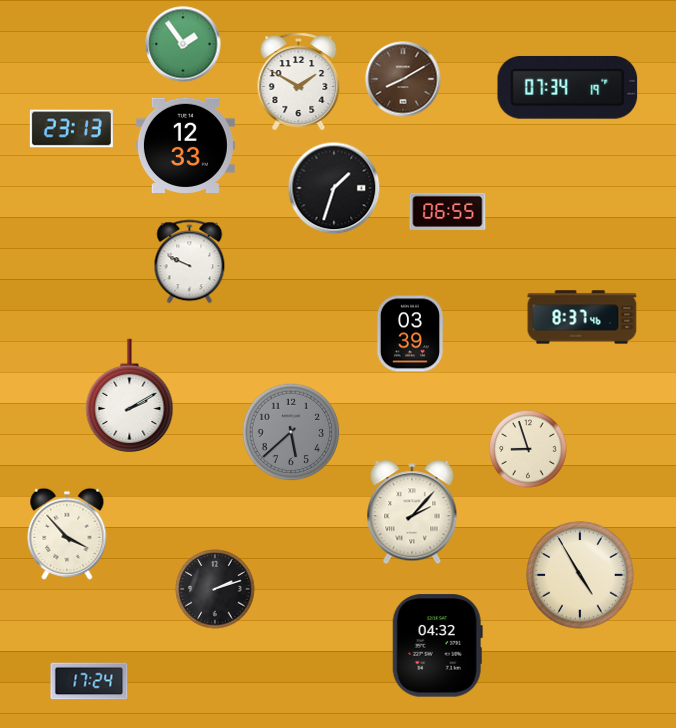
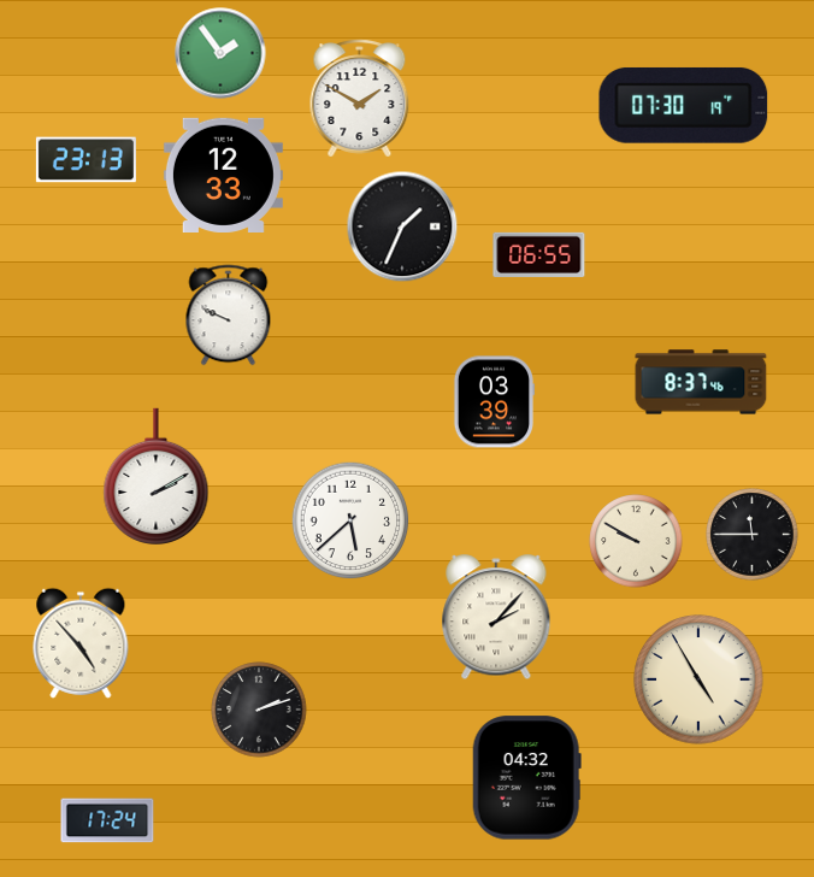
clock at (403, 79): 8:10 -> none
clock at (568, 87): 07:34 -> 07:30
clock at (71, 129) position: (71, 129) -> (85, 160)
clock at (334, 188): 1:33 -> 1:34
clock at (291, 432) dial: grey -> white
clock at (753, 535): none -> 11:45
clock at (528, 449): 8:57 -> 9:50
clock at (67, 534): 3:53 -> 4:53
clock at (580, 575) position: (580, 575) -> (698, 679)
